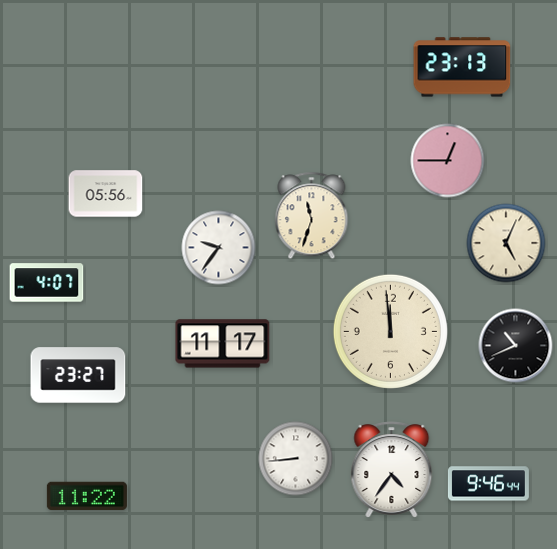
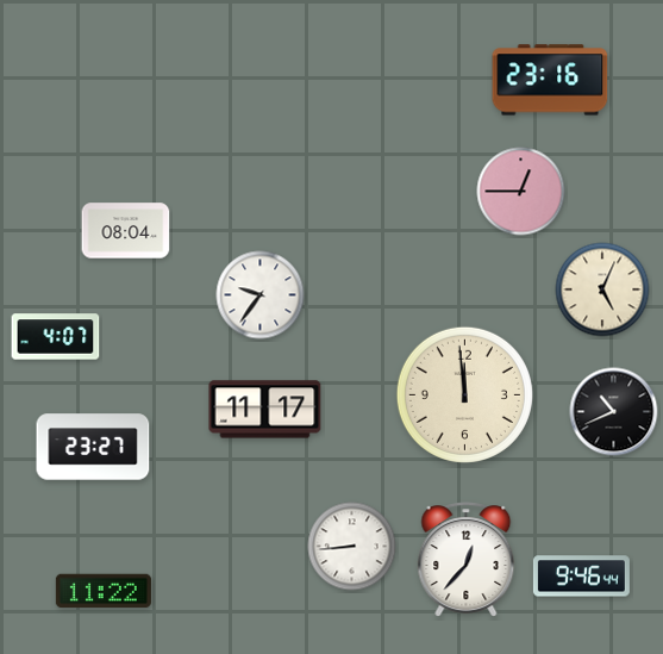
clock at (462, 67): 23:13 -> 23:16
clock at (448, 161) position: (448, 161) -> (521, 192)
clock at (106, 194): 05:56 -> 08:04
clock at (312, 216): 11:33 -> none
clock at (392, 470): 4:36 -> 12:37
